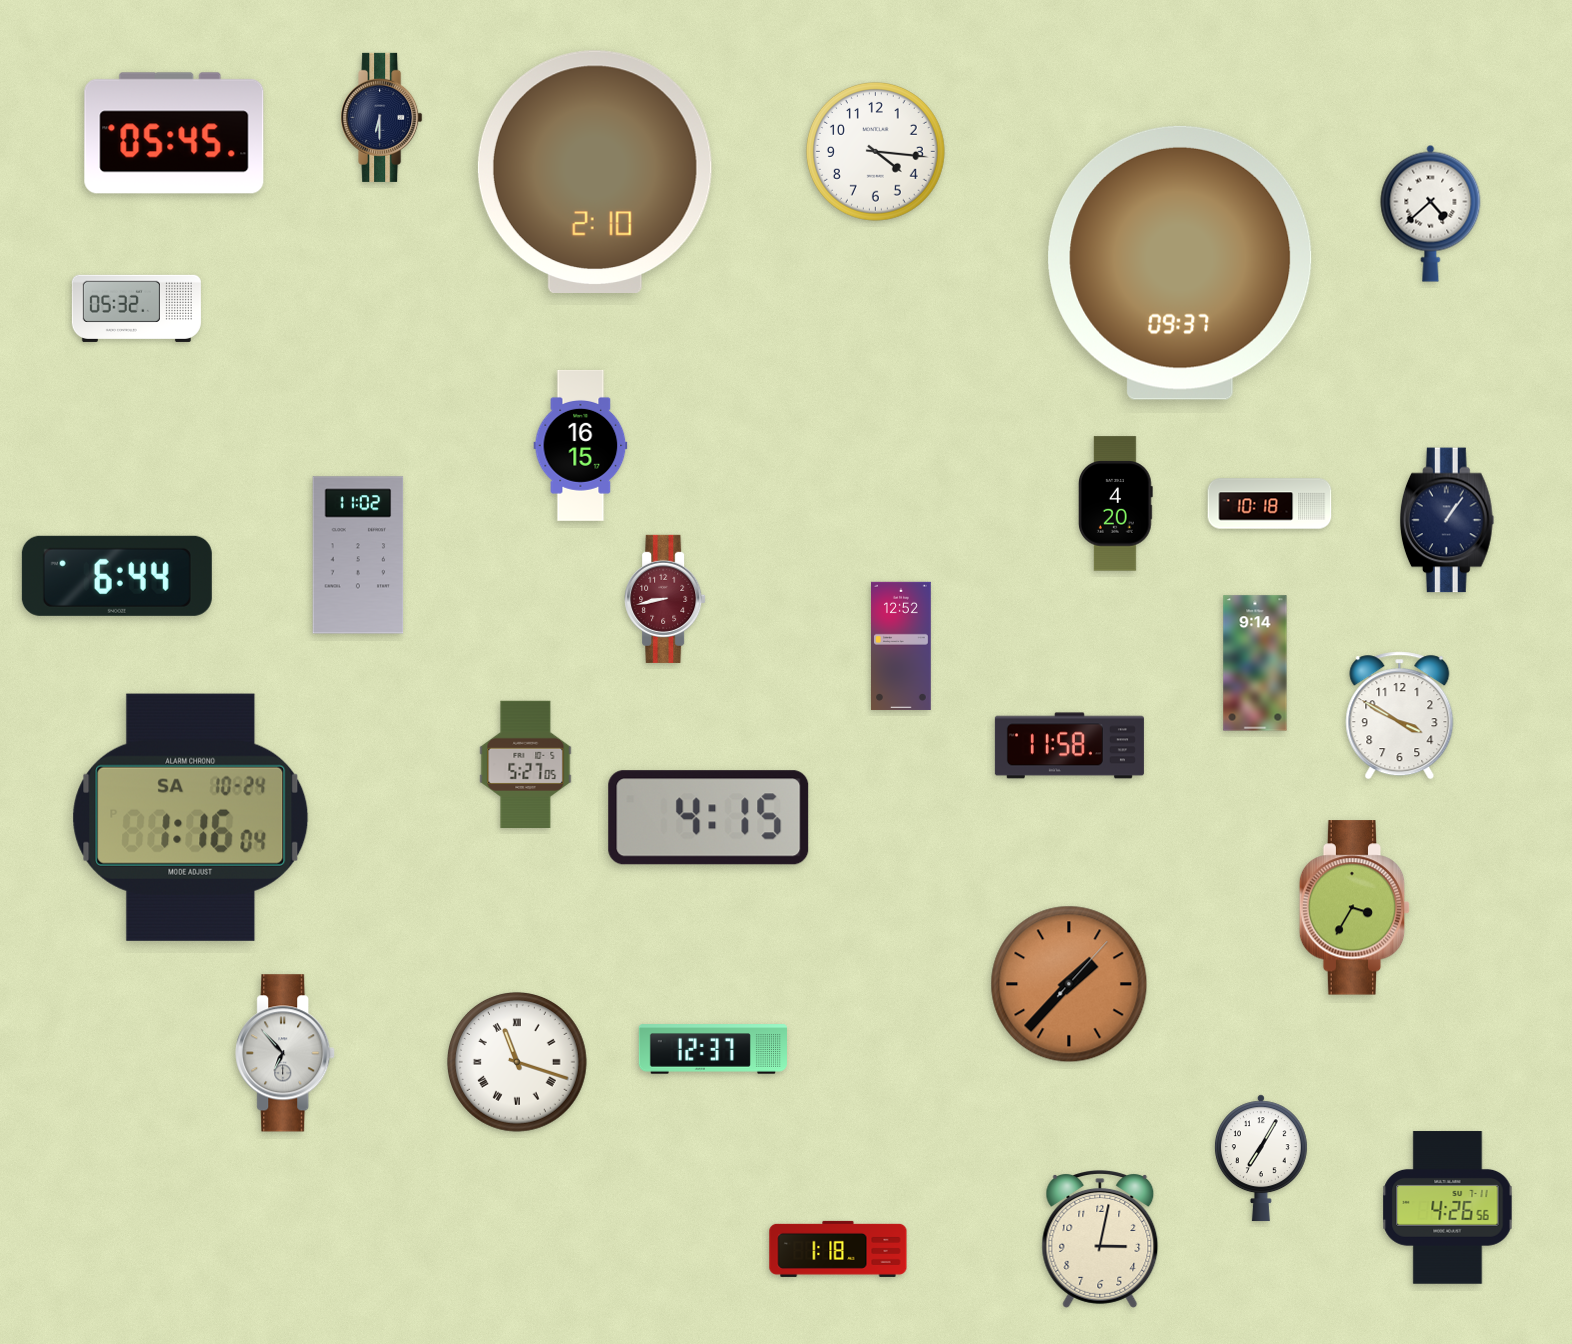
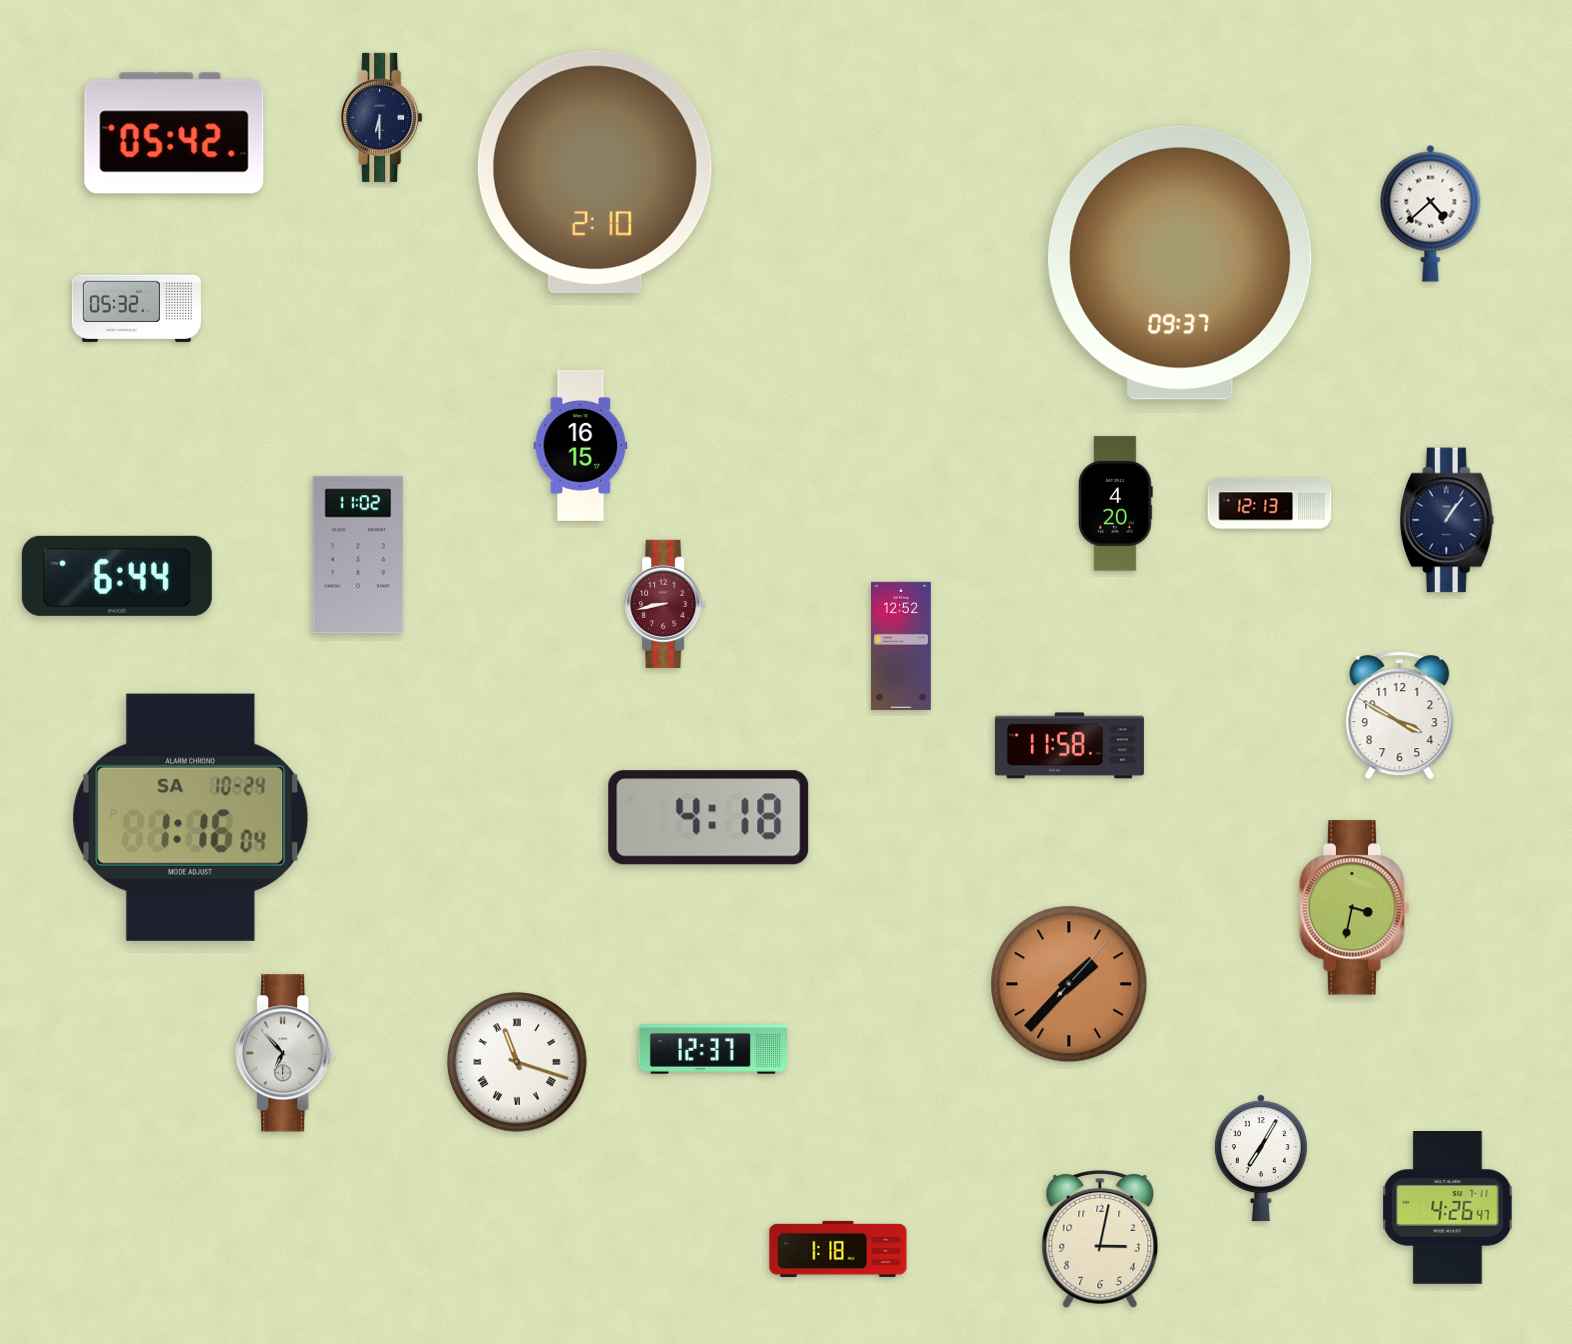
clock at (174, 133): 05:45 -> 05:42
clock at (875, 151): 4:16 -> none
clock at (1270, 504): 10:18 -> 12:13
clock at (665, 599) position: (665, 599) -> (665, 604)
clock at (1255, 663): 9:14 -> none
clock at (526, 764): 5:27 -> none
clock at (709, 818): 4:15 -> 4:18
clock at (1355, 908): 3:35 -> 3:32
clock at (1448, 1208): 4:26:56 -> 4:26:47
